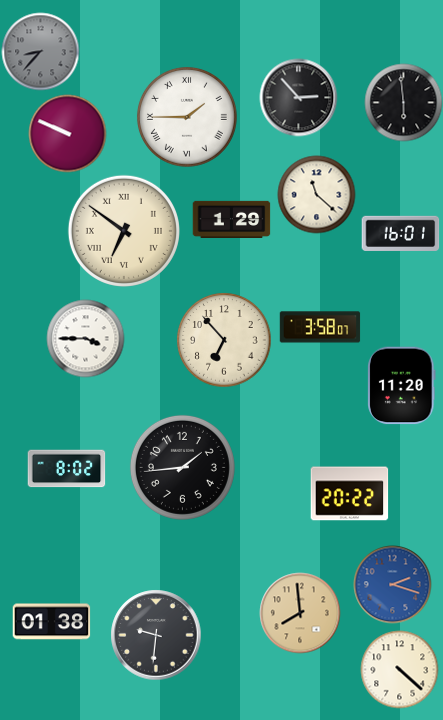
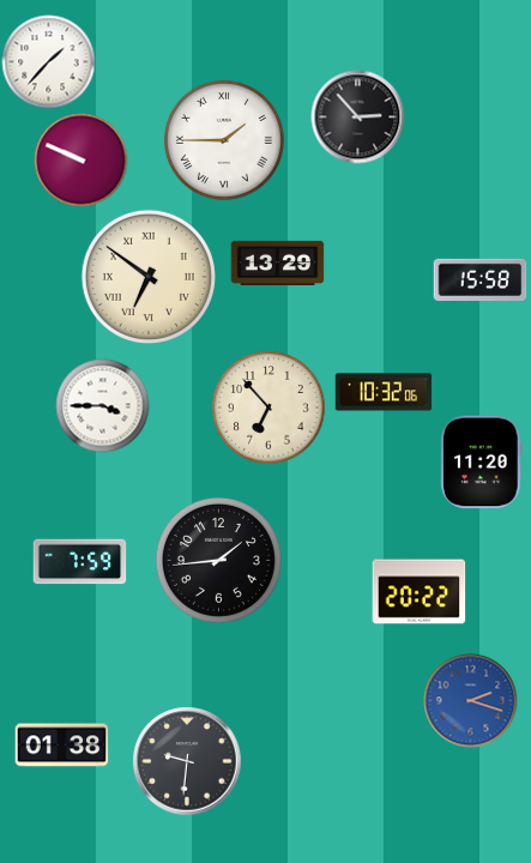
clock at (40, 51): 8:37 -> 1:37
clock at (40, 51) dial: grey -> white
clock at (403, 102): 5:59 -> none
clock at (316, 194): 11:22 -> none
clock at (231, 219): 1:29 -> 13:29
clock at (400, 233): 16:01 -> 15:58
clock at (320, 327): 3:58 -> 10:32
clock at (66, 469): 8:02 -> 7:59
clock at (300, 613): 7:59 -> none
clock at (399, 669): 4:22 -> none
